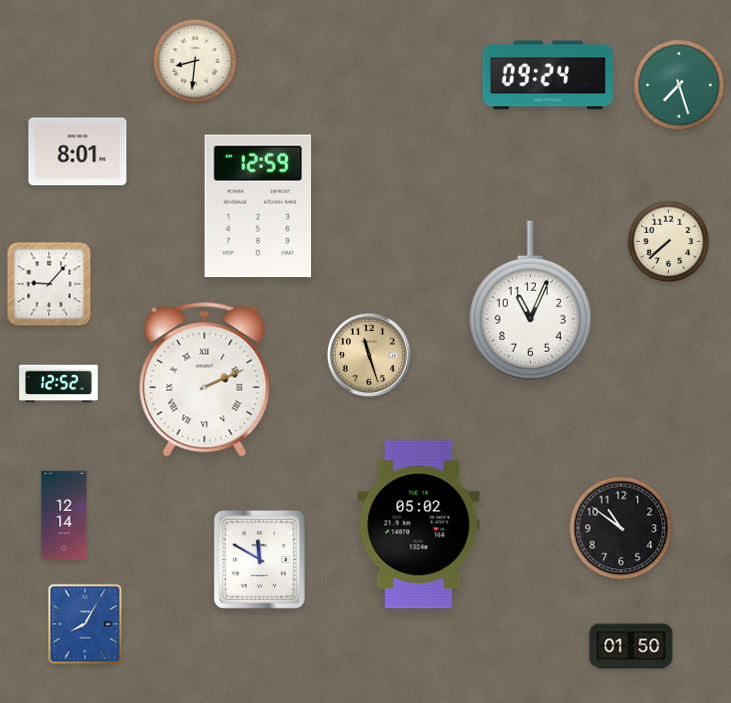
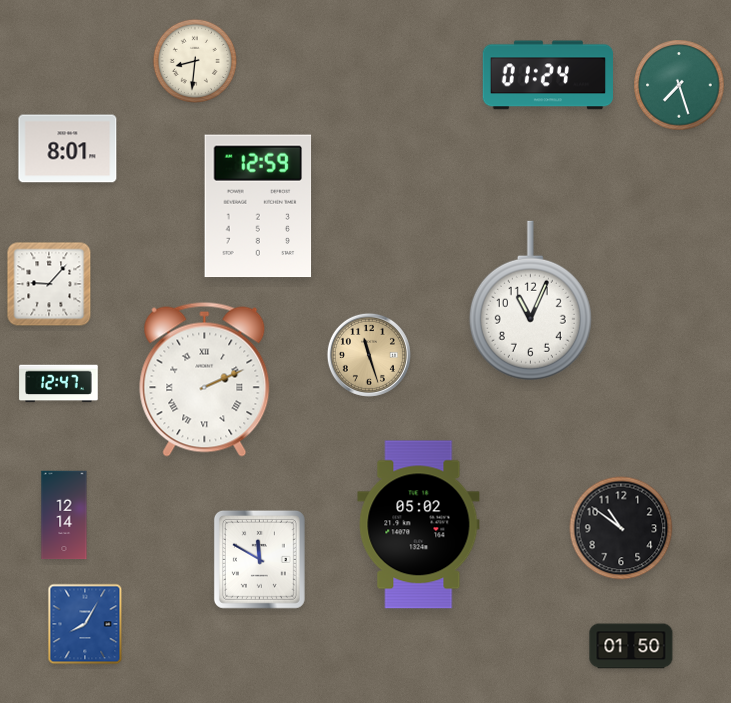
clock at (547, 75): 09:24 -> 01:24
clock at (78, 152) position: (78, 152) -> (68, 149)
clock at (669, 242): 7:38 -> none
clock at (59, 384): 12:52 -> 12:47
